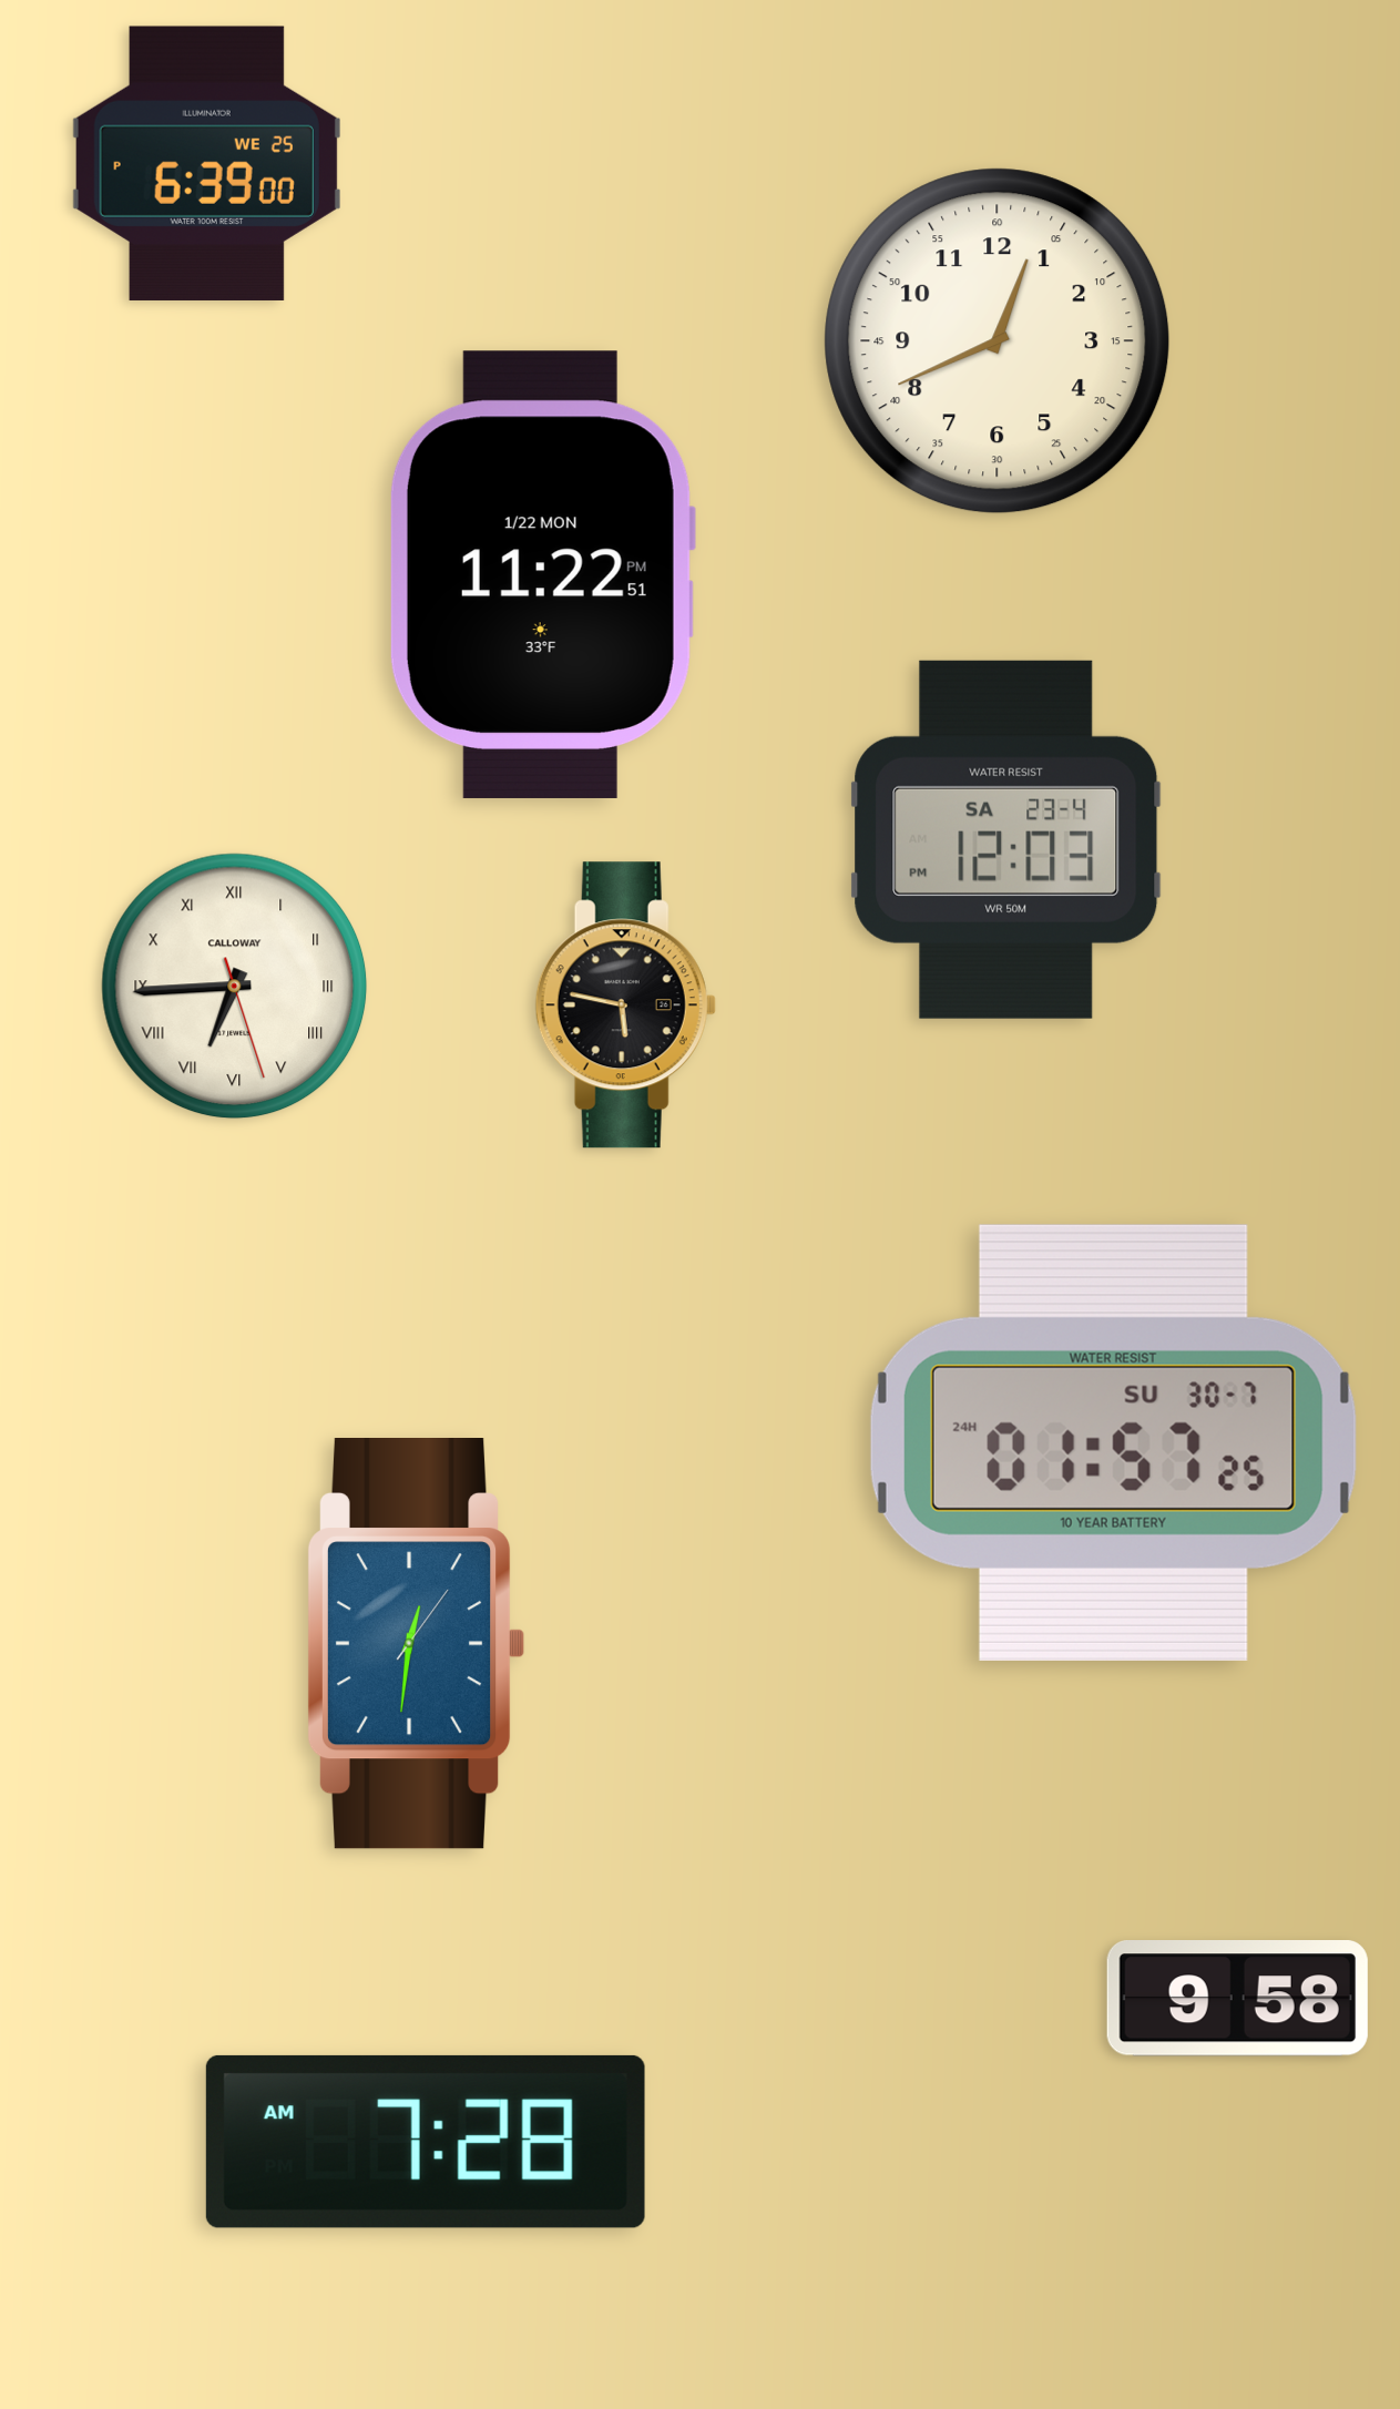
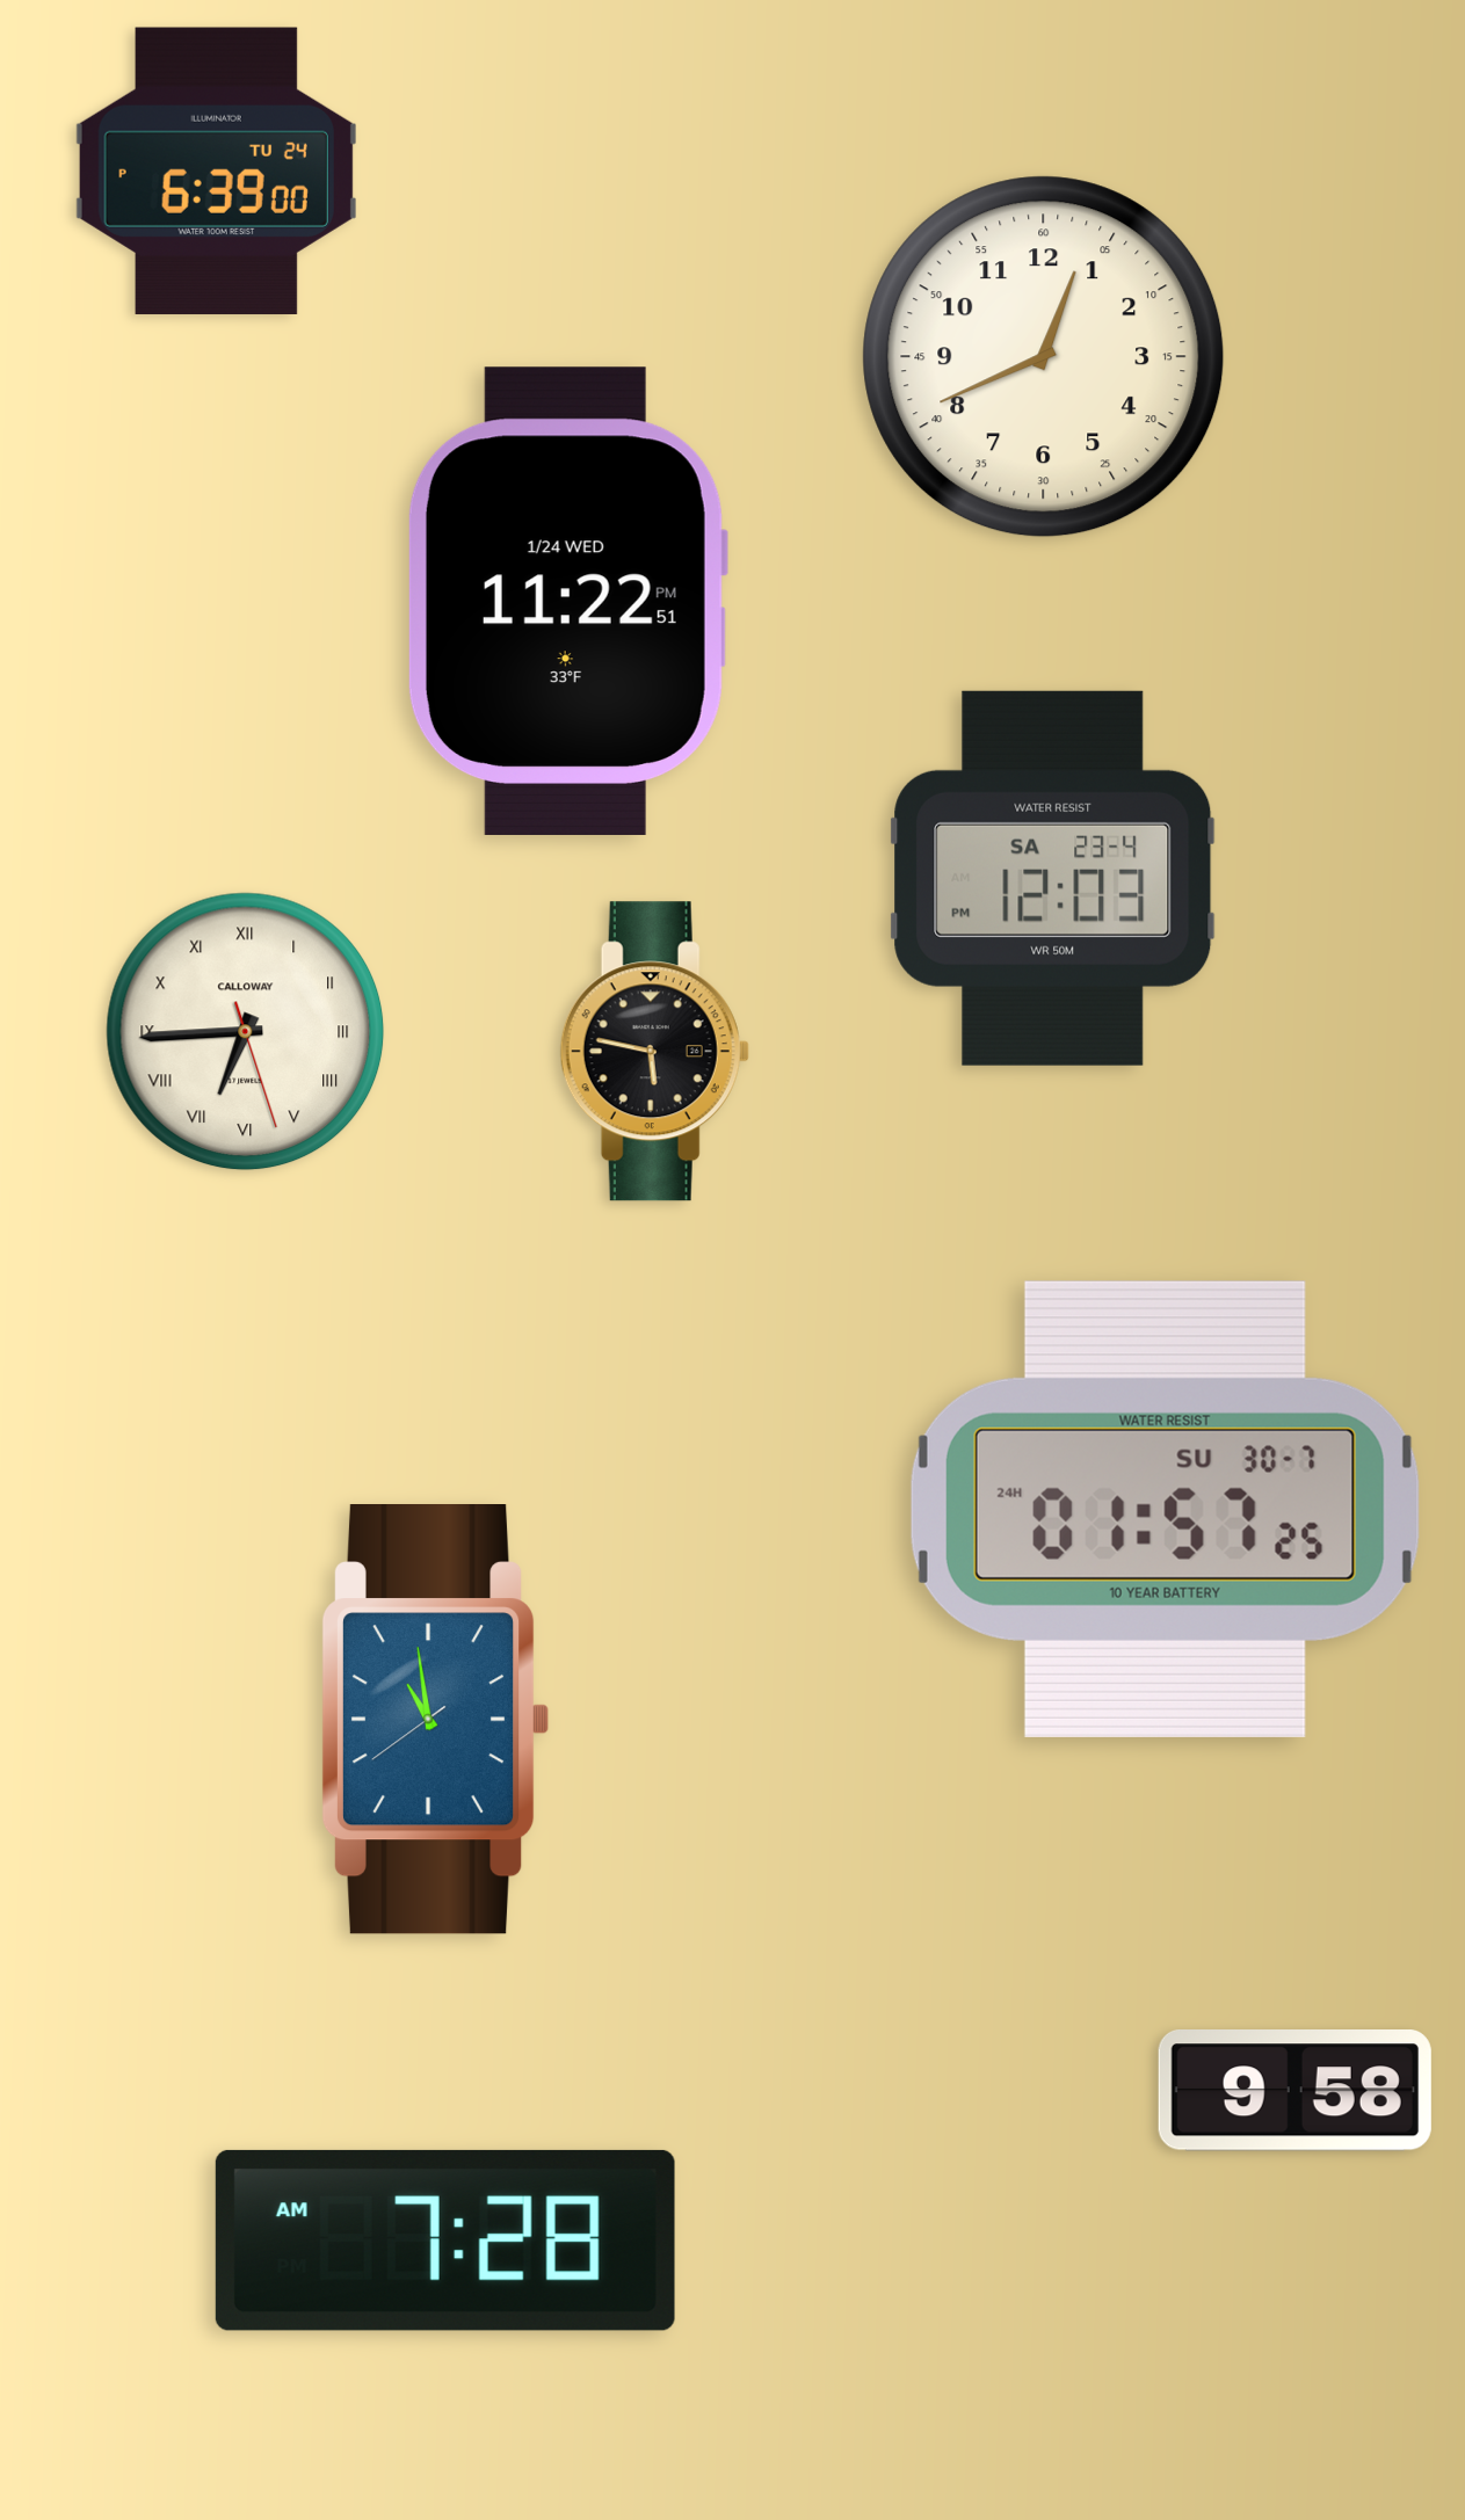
clock at (206, 163) date: WE 25 -> TU 24
clock at (542, 574) date: 1/22 MON -> 1/24 WED
clock at (416, 1644): 12:31 -> 10:58
